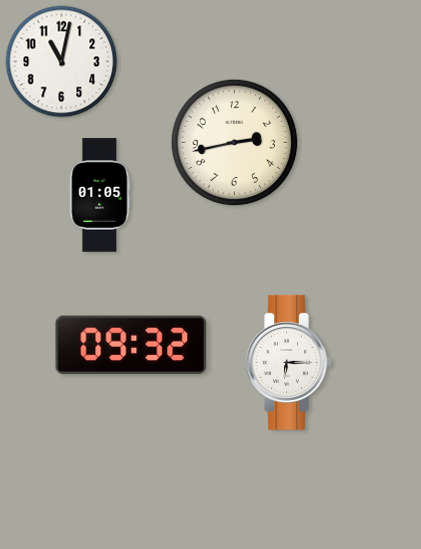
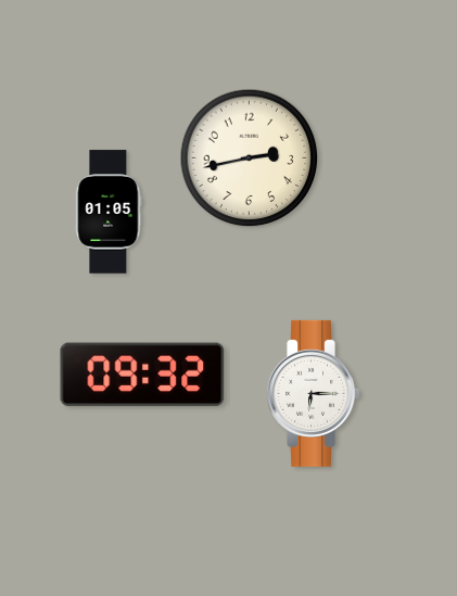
clock at (62, 62): 11:02 -> none
clock at (235, 143) position: (235, 143) -> (250, 158)
